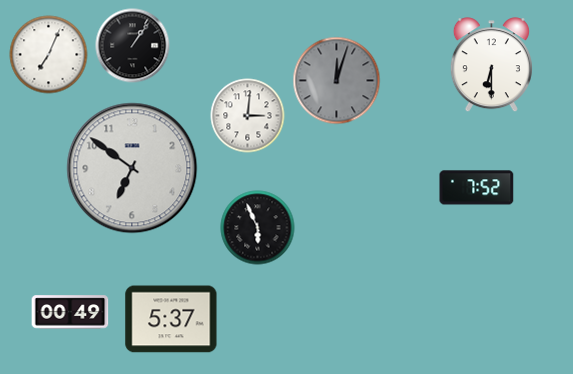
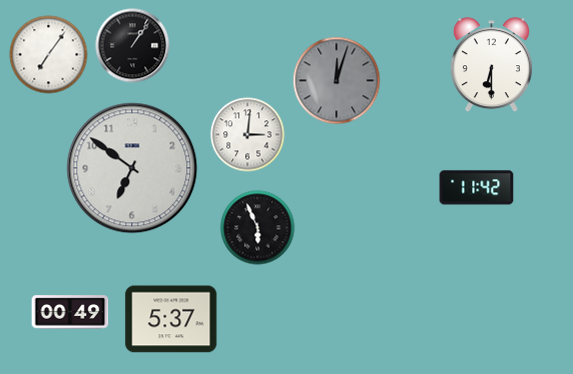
clock at (49, 55): 7:04 -> 7:06
clock at (248, 116) position: (248, 116) -> (248, 135)
clock at (477, 188): 7:52 -> 11:42
